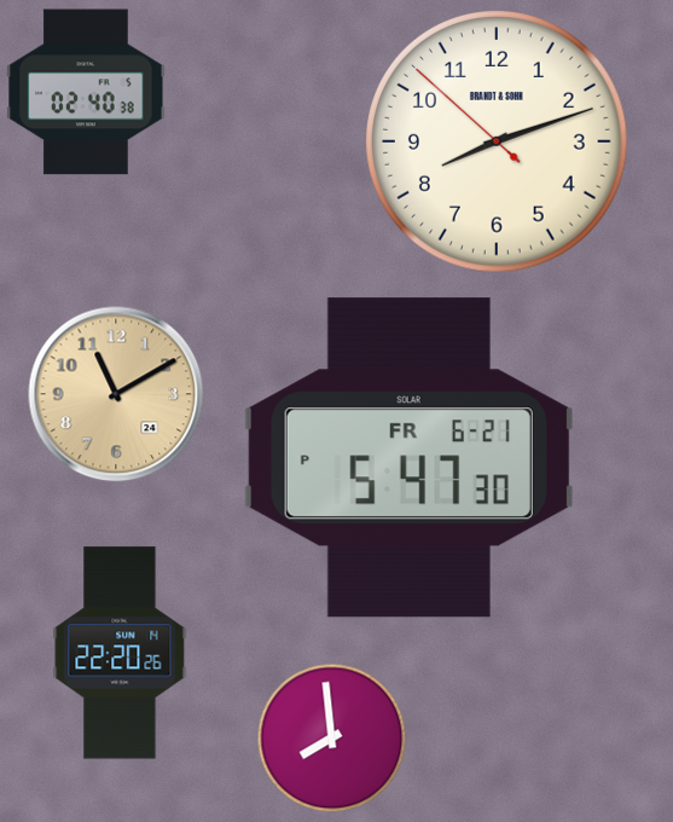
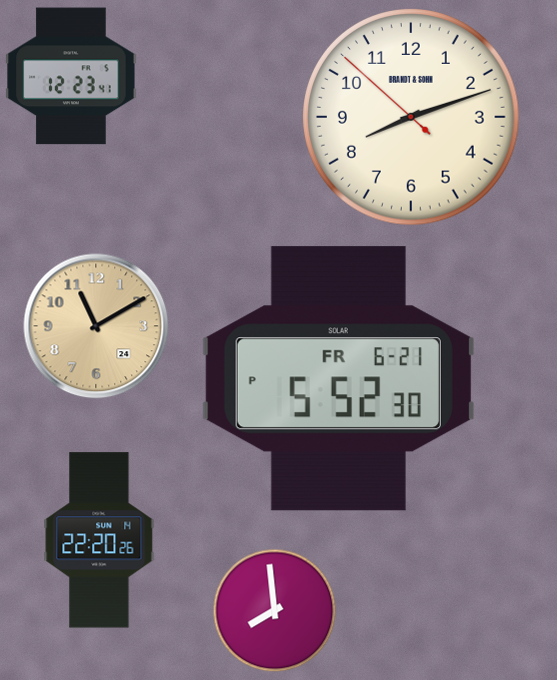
clock at (86, 92): 02:40 -> 12:23
clock at (408, 458): 5:47 -> 5:52
